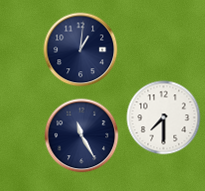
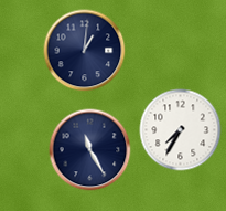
clock at (81, 50) position: (81, 50) -> (85, 51)
clock at (164, 118): 7:30 -> 7:35
